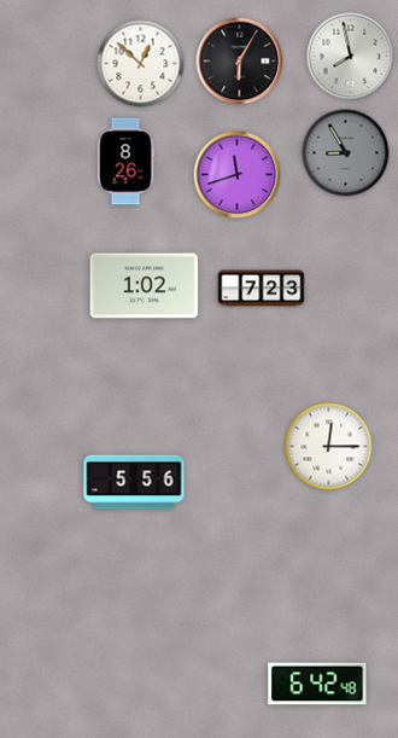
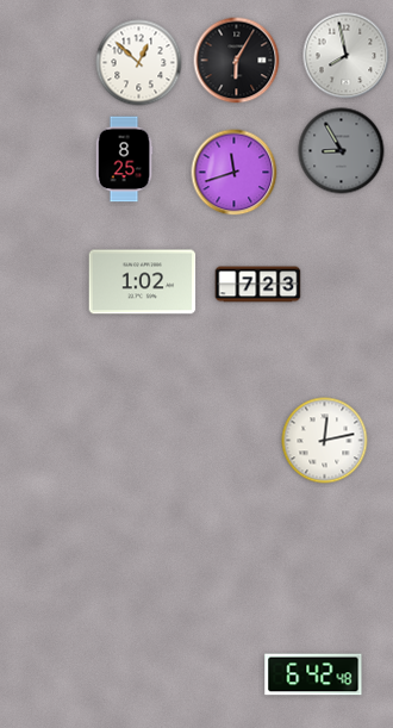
clock at (125, 162): 8:26 -> 8:25
clock at (329, 447): 12:15 -> 12:13
clock at (134, 482): 5:56 -> none
